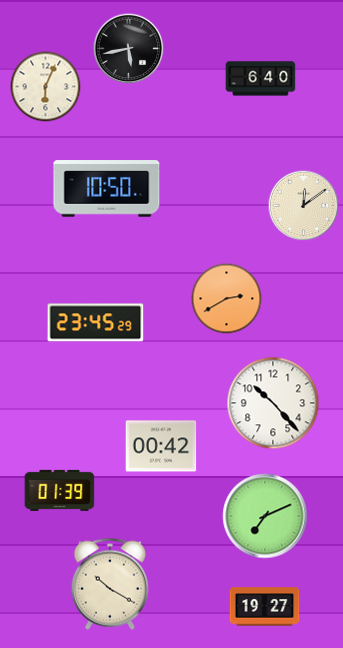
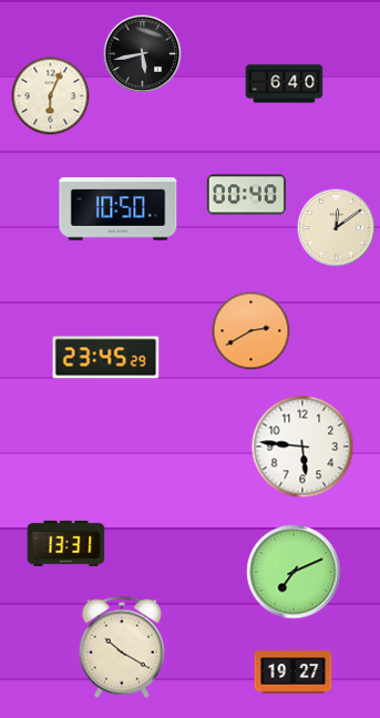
clock at (261, 79) position: (261, 79) -> (285, 84)
clock at (247, 195): none -> 00:40
clock at (273, 403): 10:23 -> 5:46
clock at (161, 446): 00:42 -> none
clock at (60, 490): 01:39 -> 13:31
